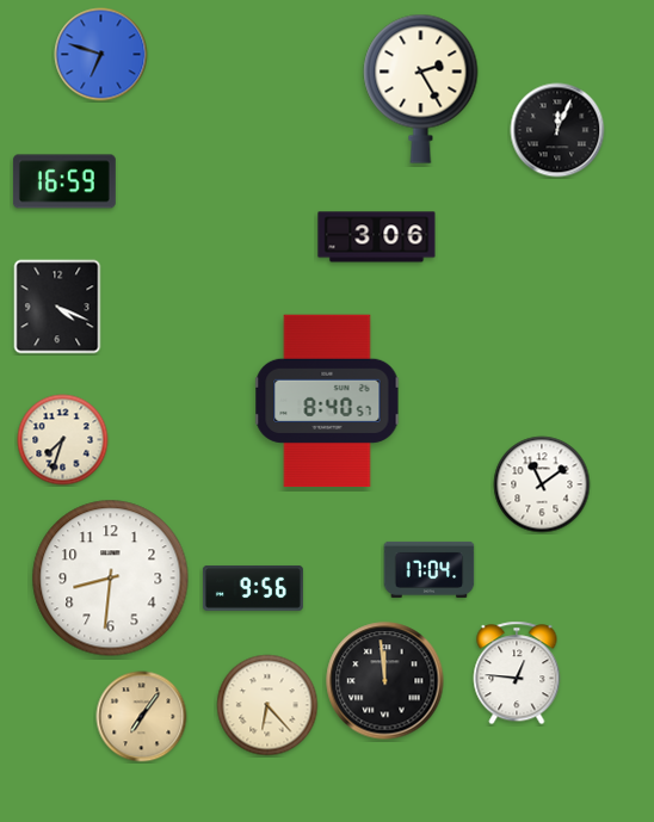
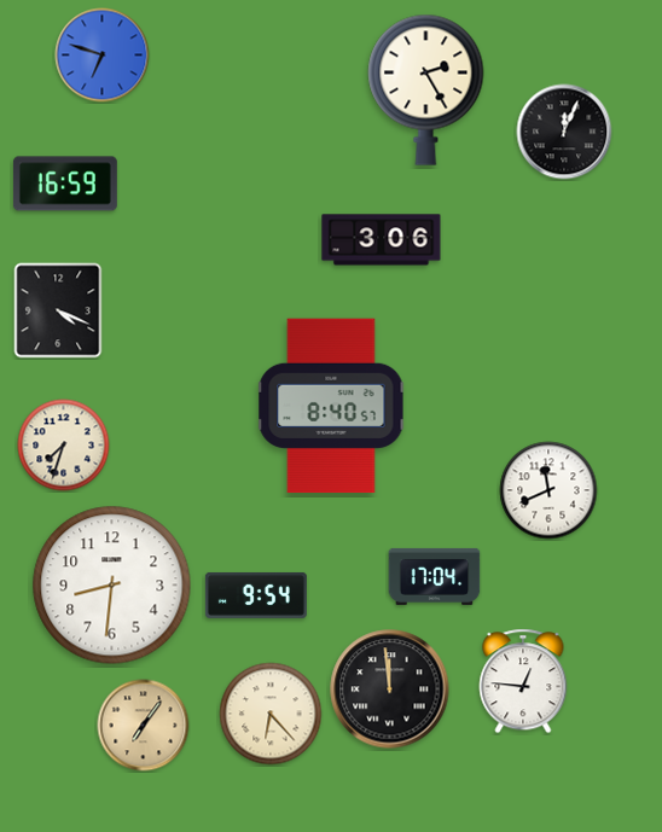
clock at (542, 484): 11:09 -> 11:41
clock at (253, 588): 9:56 -> 9:54
